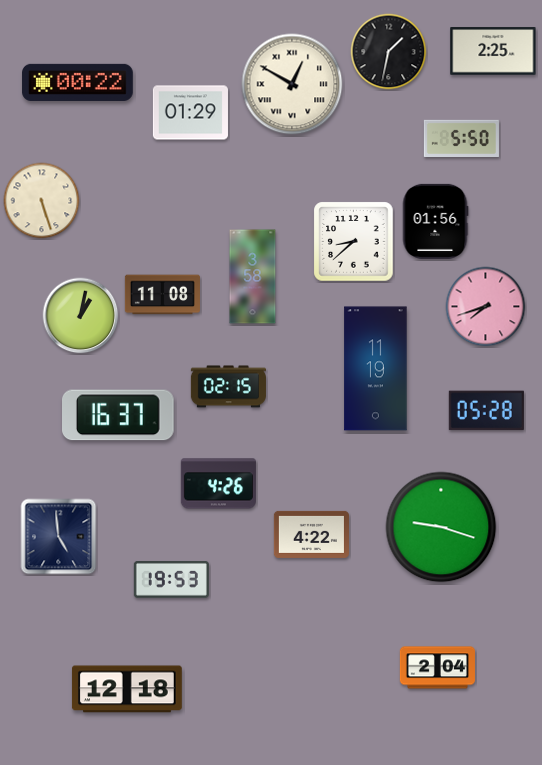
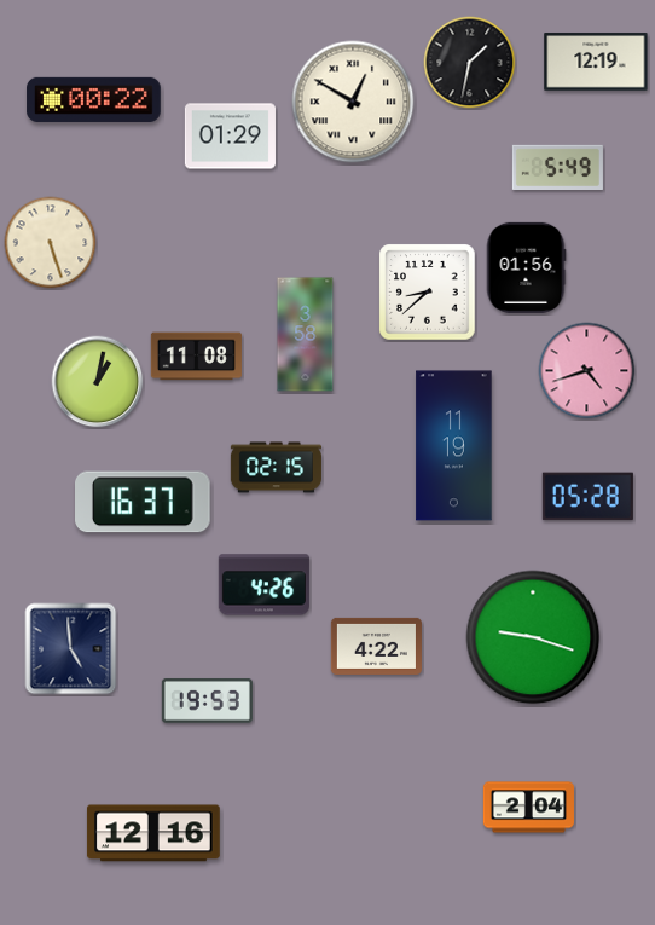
clock at (493, 51): 2:25 -> 12:19
clock at (461, 138): 5:50 -> 5:49
clock at (486, 307): 7:42 -> 4:42
clock at (127, 689): 12:18 -> 12:16
